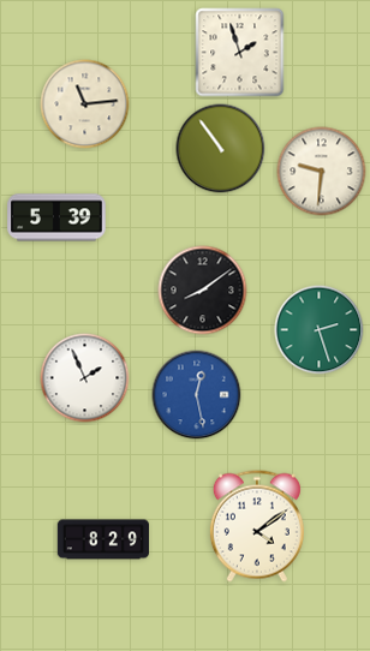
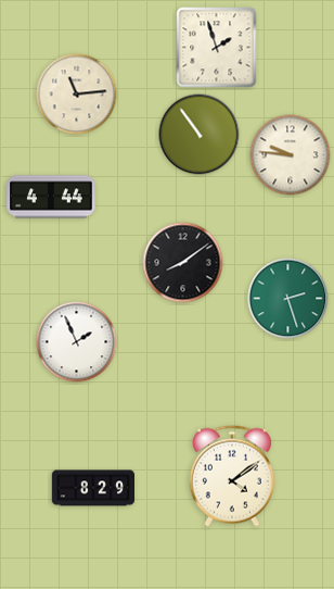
clock at (322, 172): 9:31 -> 9:46
clock at (56, 217): 5:39 -> 4:44
clock at (197, 395): 12:28 -> none
